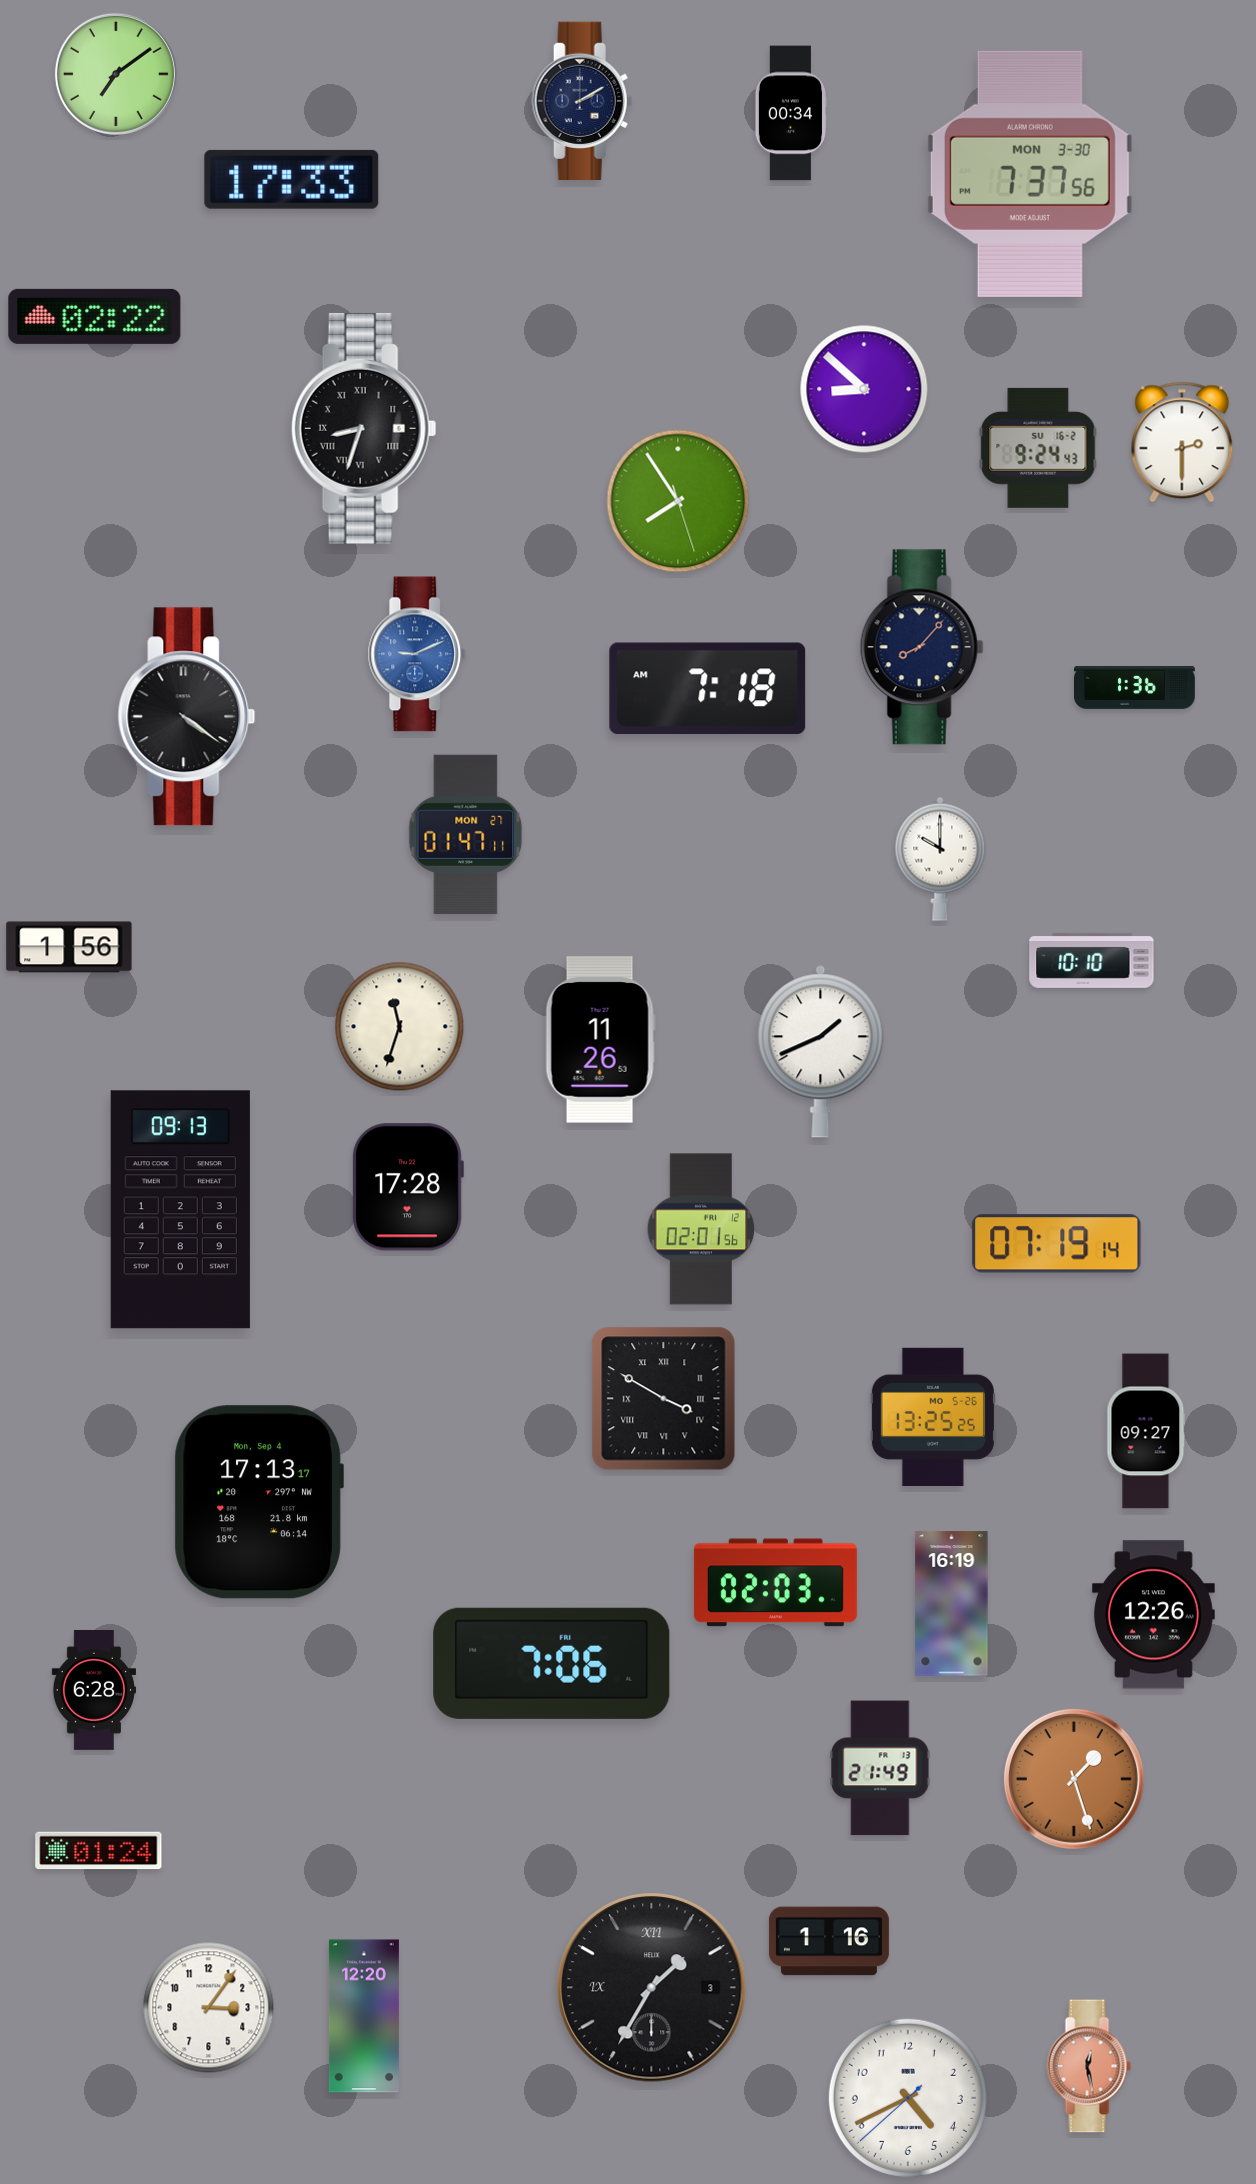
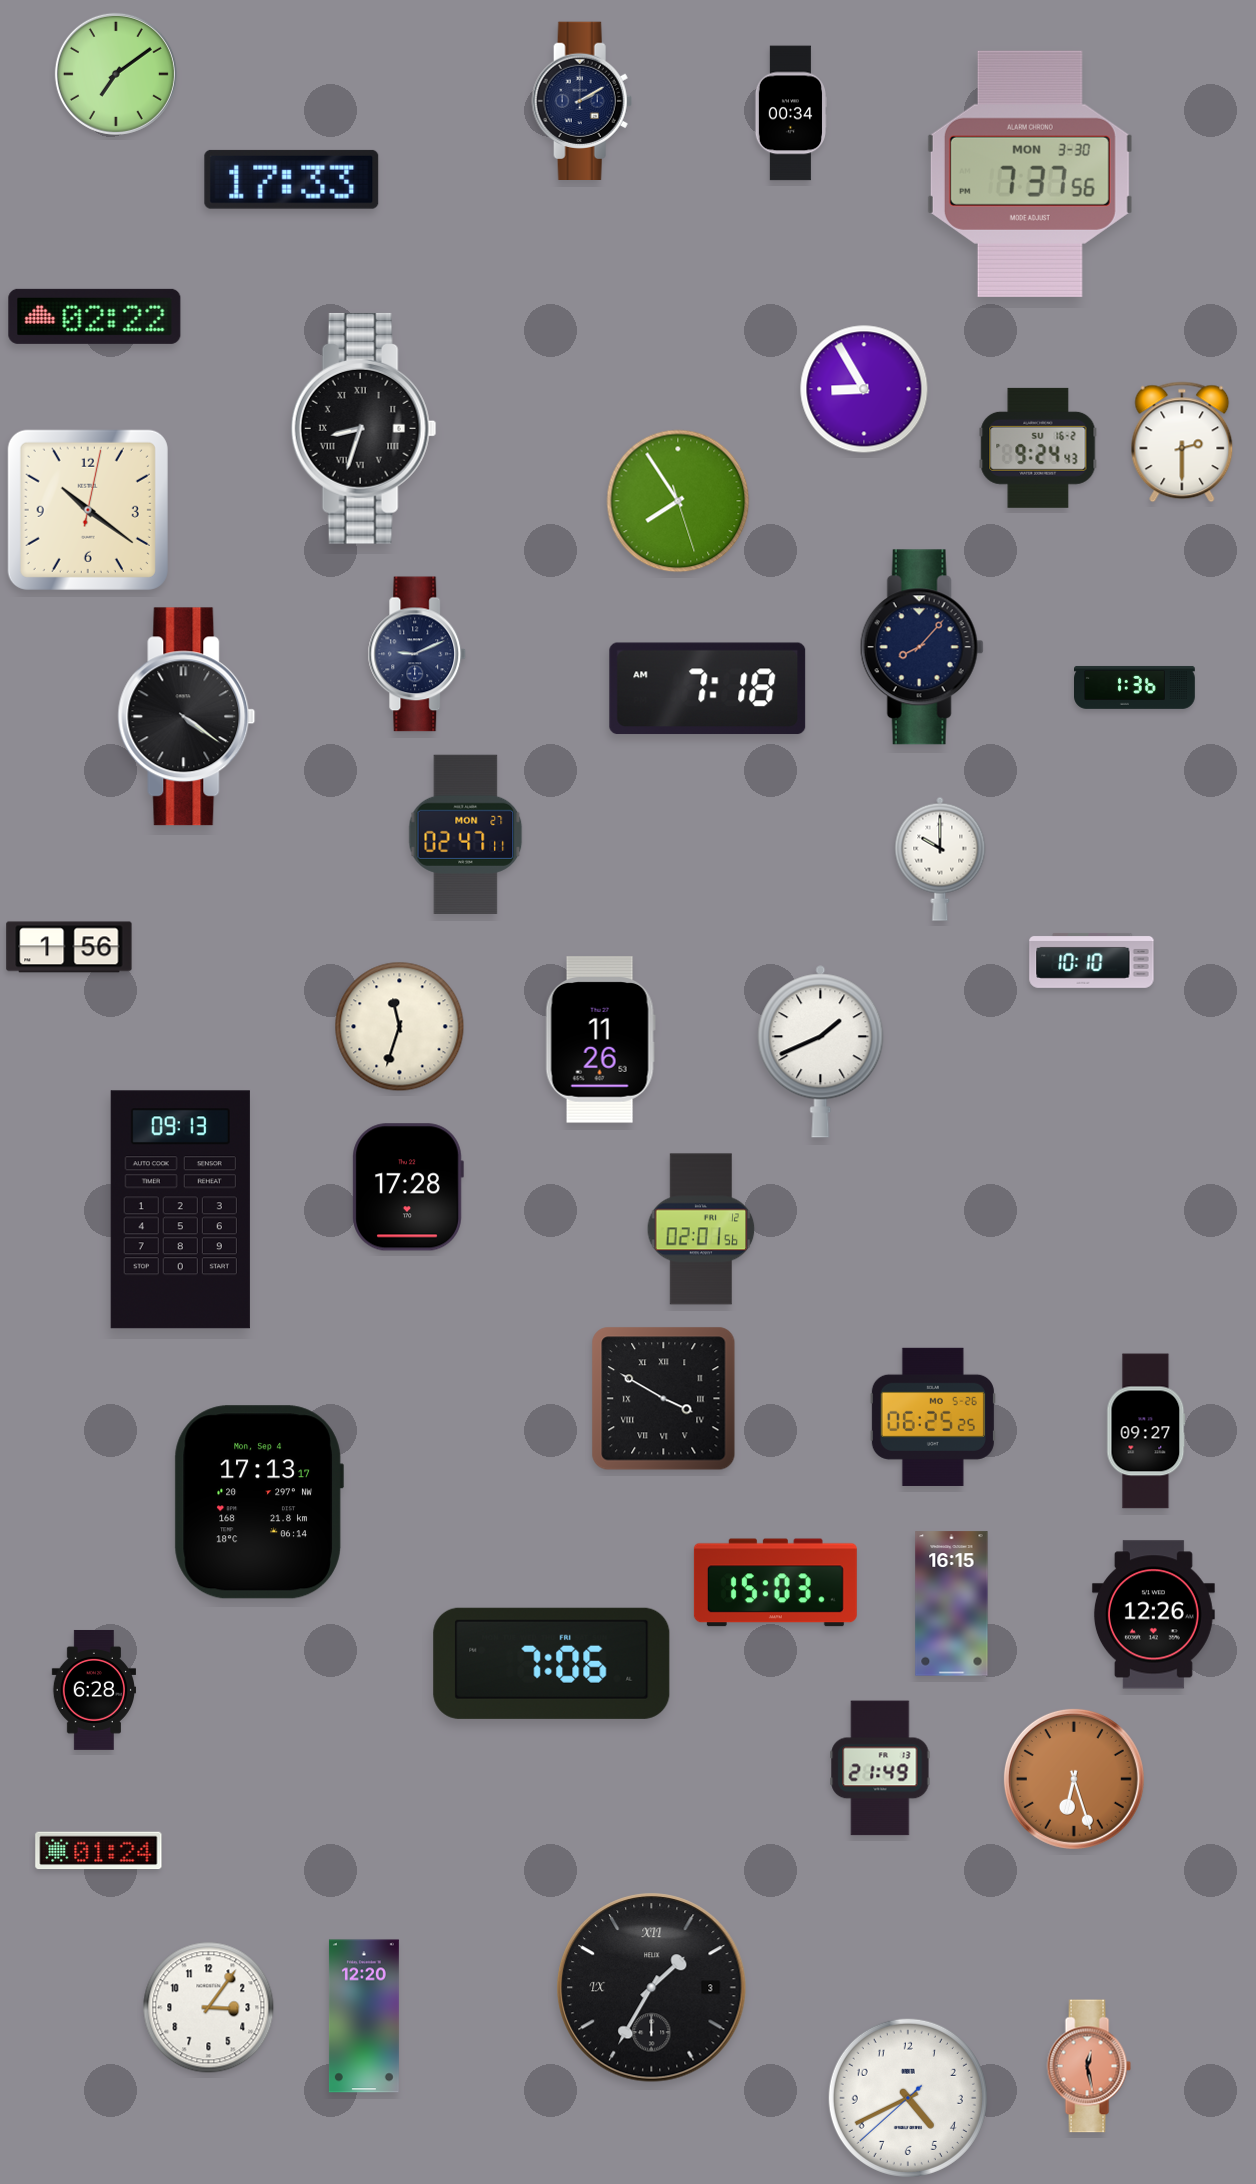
clock at (864, 389): 8:52 -> 8:55
clock at (88, 510): none -> 10:21
clock at (417, 654) dial: blue -> navy
clock at (466, 834): 01:47 -> 02:47
clock at (1057, 1244): 07:19 -> none
clock at (933, 1417): 13:25 -> 06:25
clock at (775, 1583): 02:03 -> 15:03
clock at (952, 1604): 16:19 -> 16:15
clock at (1074, 1779): 1:27 -> 6:27
clock at (829, 1941): 1:16 -> none
